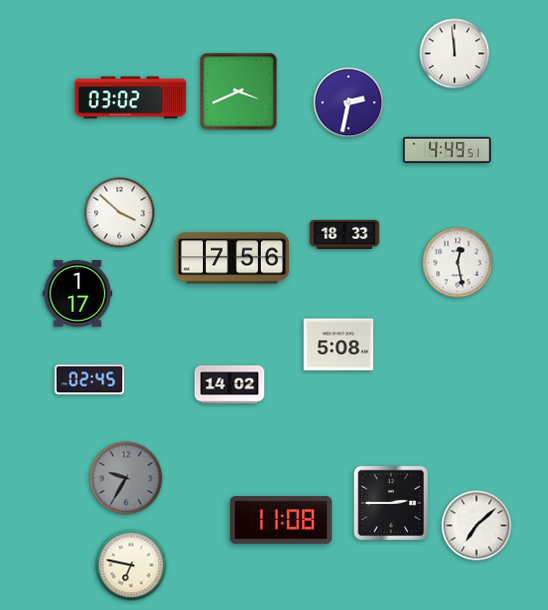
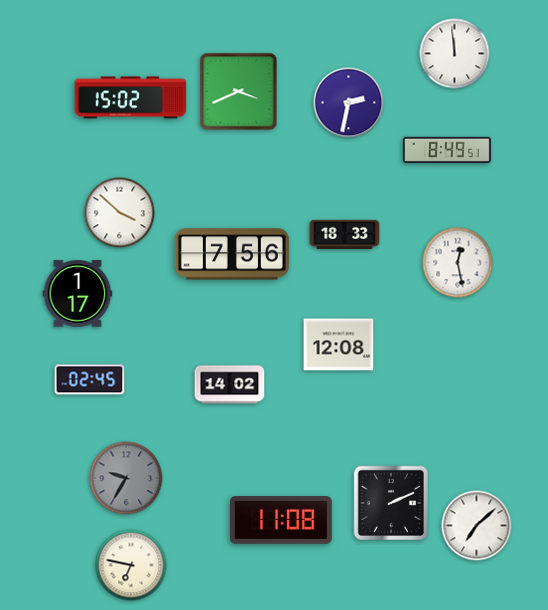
clock at (131, 98): 03:02 -> 15:02
clock at (447, 150): 4:49 -> 8:49
clock at (232, 258) position: (232, 258) -> (232, 254)
clock at (339, 345): 5:08 -> 12:08
clock at (391, 503): 2:45 -> 2:11
